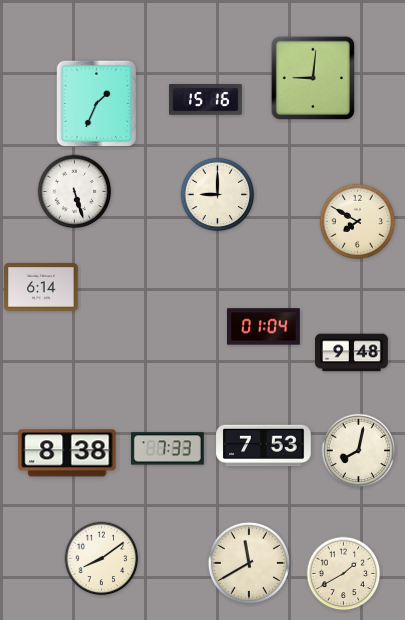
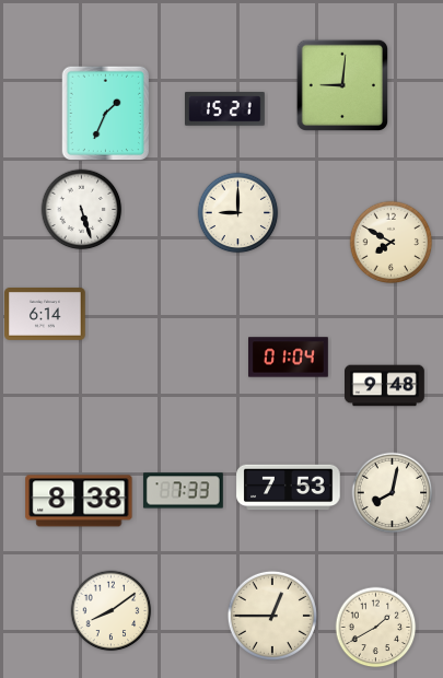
clock at (206, 100): 15:16 -> 15:21
clock at (67, 453) position: (67, 453) -> (79, 501)
clock at (249, 563): 11:40 -> 12:45
